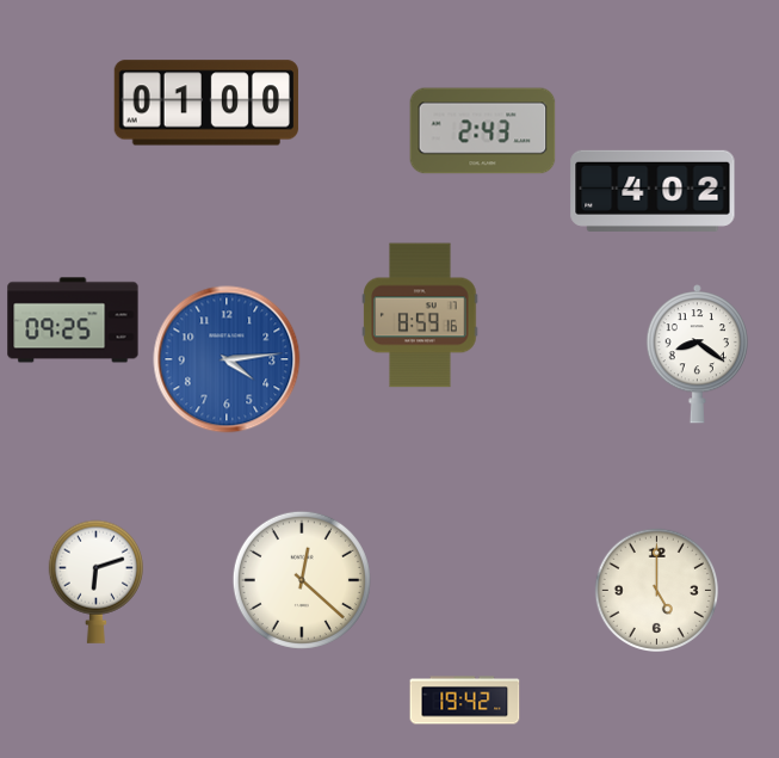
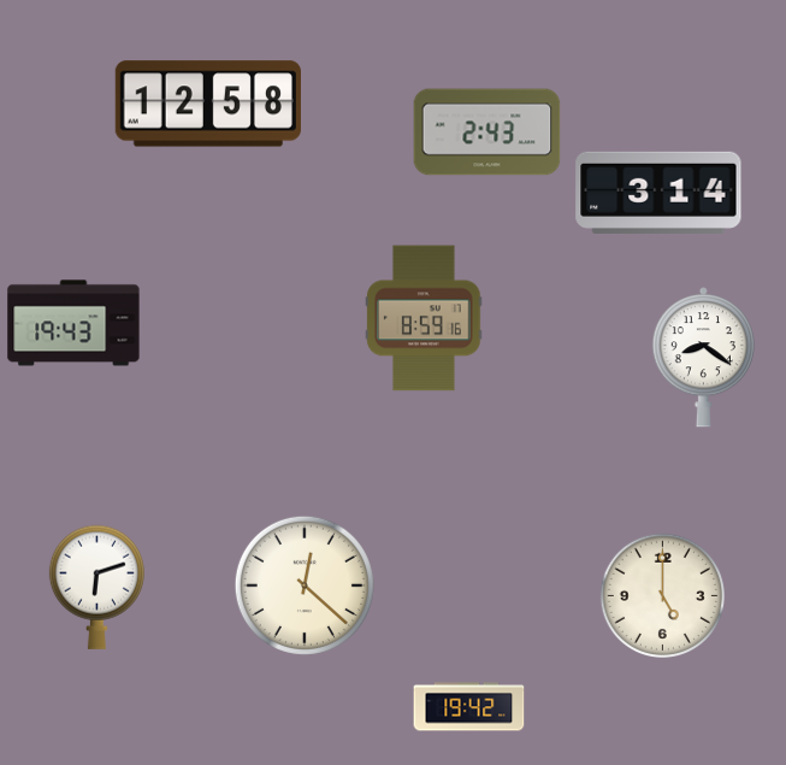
clock at (206, 103): 01:00 -> 12:58
clock at (653, 191): 4:02 -> 3:14
clock at (73, 320): 09:25 -> 19:43
clock at (227, 359): 4:14 -> none
